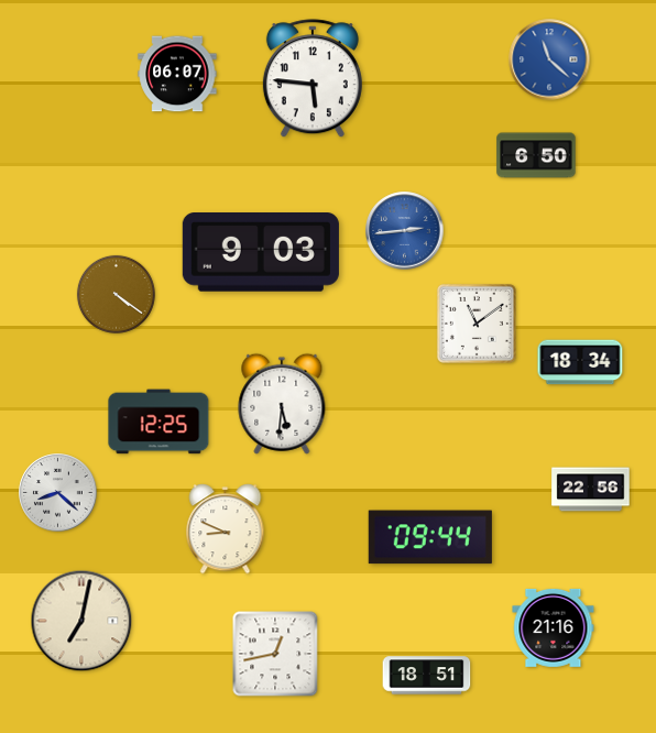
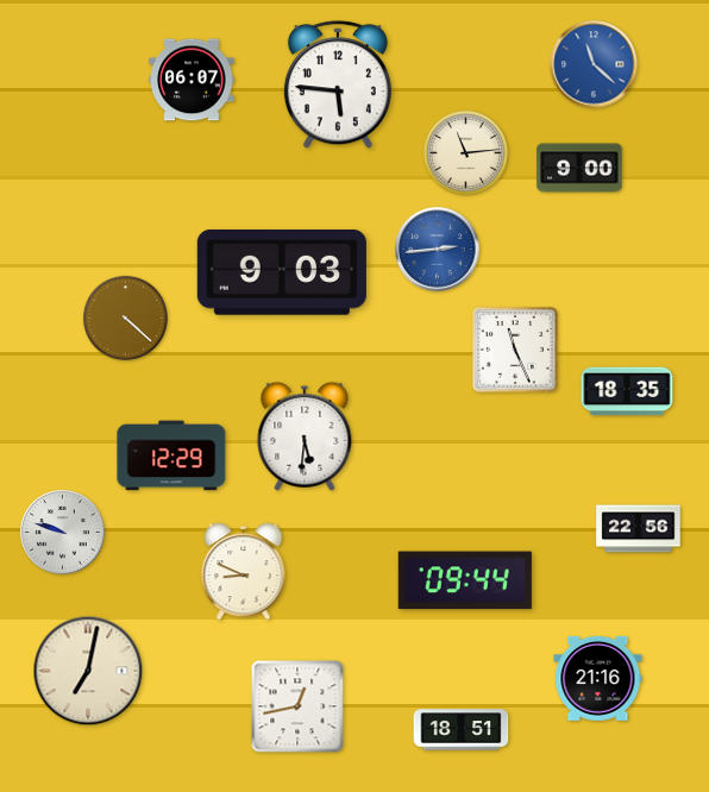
clock at (465, 152): none -> 11:14
clock at (536, 155): 6:50 -> 9:00
clock at (116, 294): 4:21 -> 4:22
clock at (477, 324): 11:09 -> 11:26
clock at (580, 362): 18:34 -> 18:35
clock at (158, 422): 12:25 -> 12:29
clock at (58, 493): 8:22 -> 9:48
